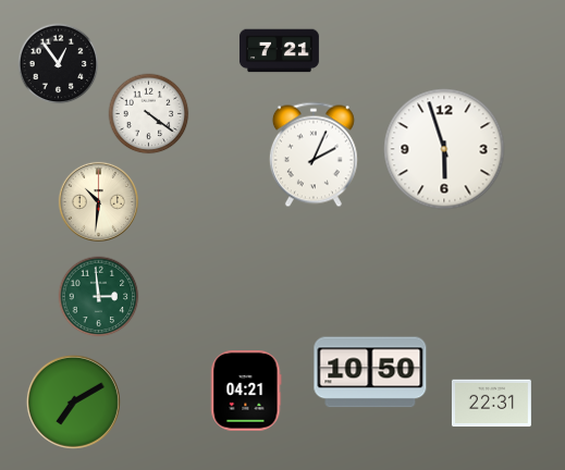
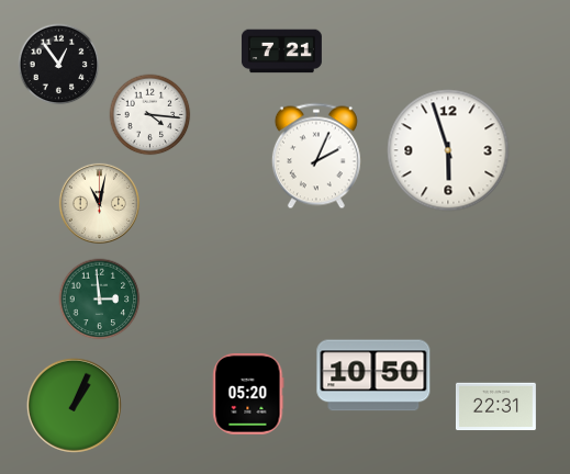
clock at (149, 114): 4:21 -> 4:16
clock at (98, 201): 10:31 -> 11:02
clock at (246, 392): 04:21 -> 05:20
clock at (73, 401): 7:10 -> 1:04
